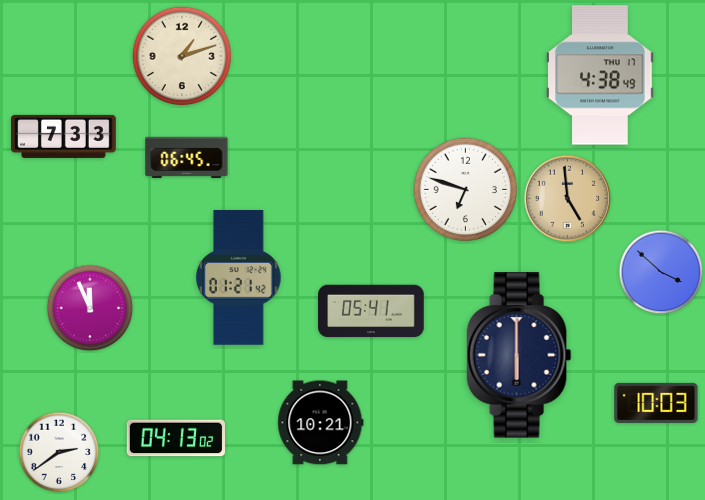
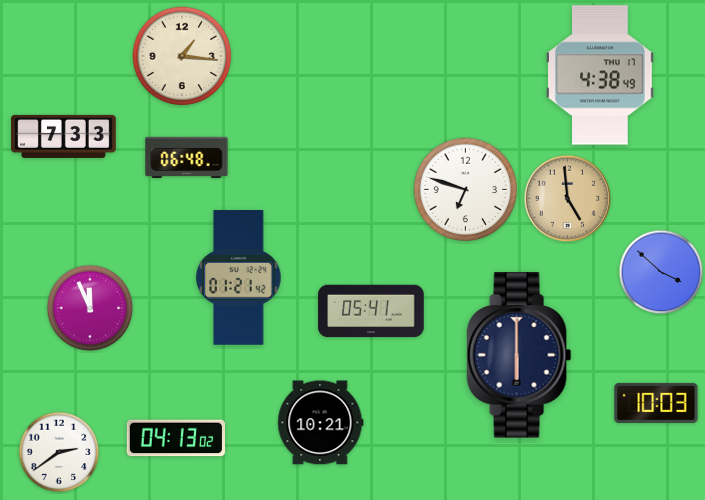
clock at (182, 56): 1:12 -> 1:16
clock at (187, 157): 06:45 -> 06:48
